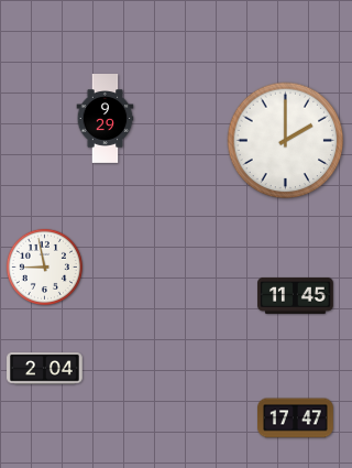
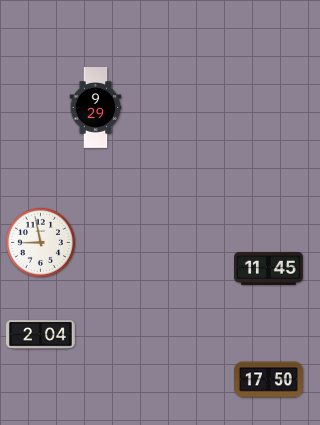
clock at (286, 141): 2:00 -> none
clock at (296, 418): 17:47 -> 17:50
